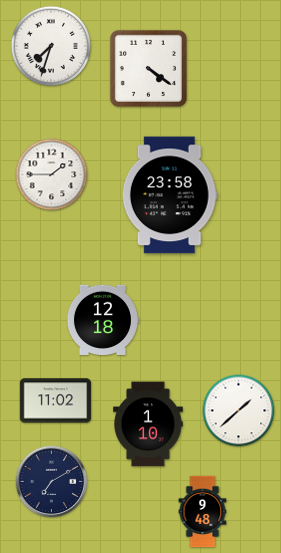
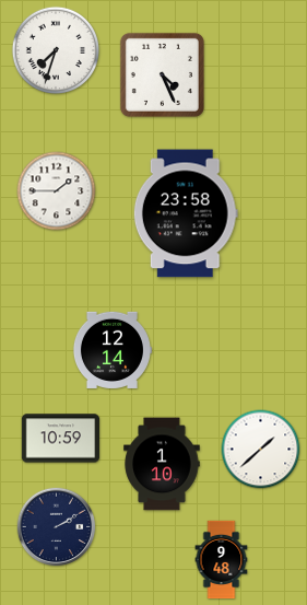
clock at (148, 68): 4:21 -> 4:26
clock at (102, 320): 12:18 -> 12:14
clock at (56, 401): 11:02 -> 10:59
clock at (52, 482): 7:10 -> 2:10
